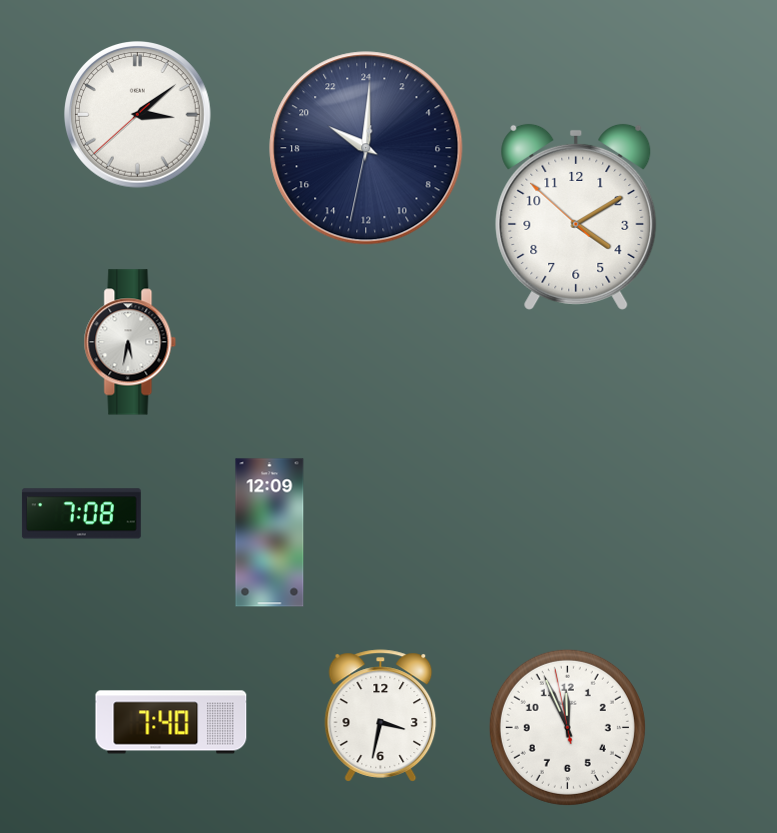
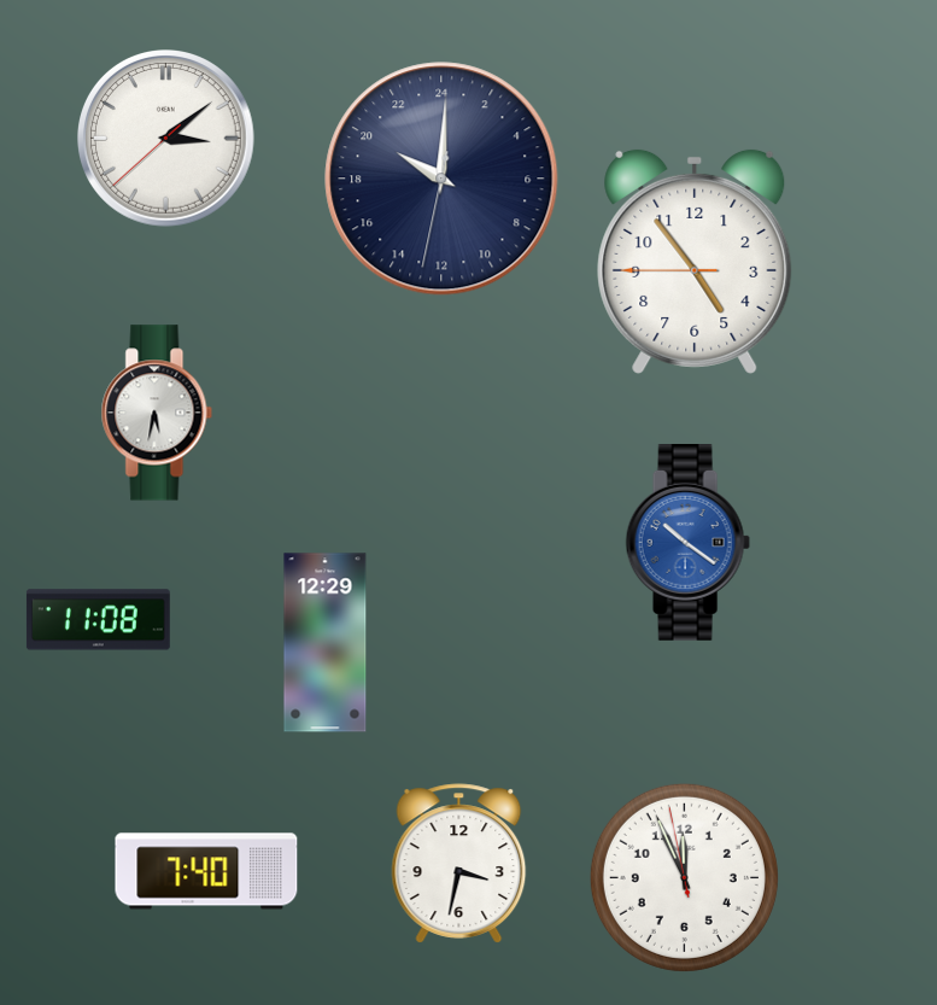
clock at (576, 217): 4:09 -> 4:53
clock at (687, 542): none -> 10:21
clock at (81, 514): 7:08 -> 11:08
clock at (270, 533): 12:09 -> 12:29
